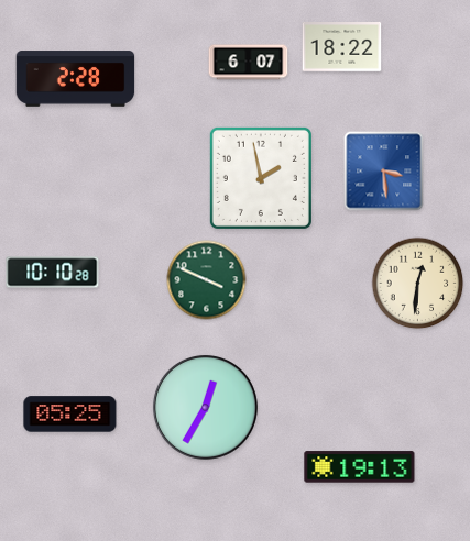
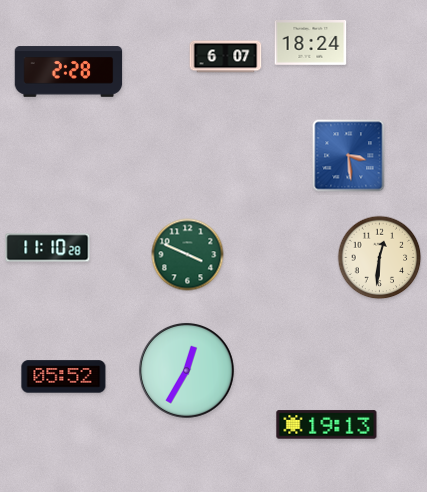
clock at (342, 47): 18:22 -> 18:24
clock at (261, 178): 1:58 -> none
clock at (53, 273): 10:10 -> 11:10
clock at (70, 415): 05:25 -> 05:52
